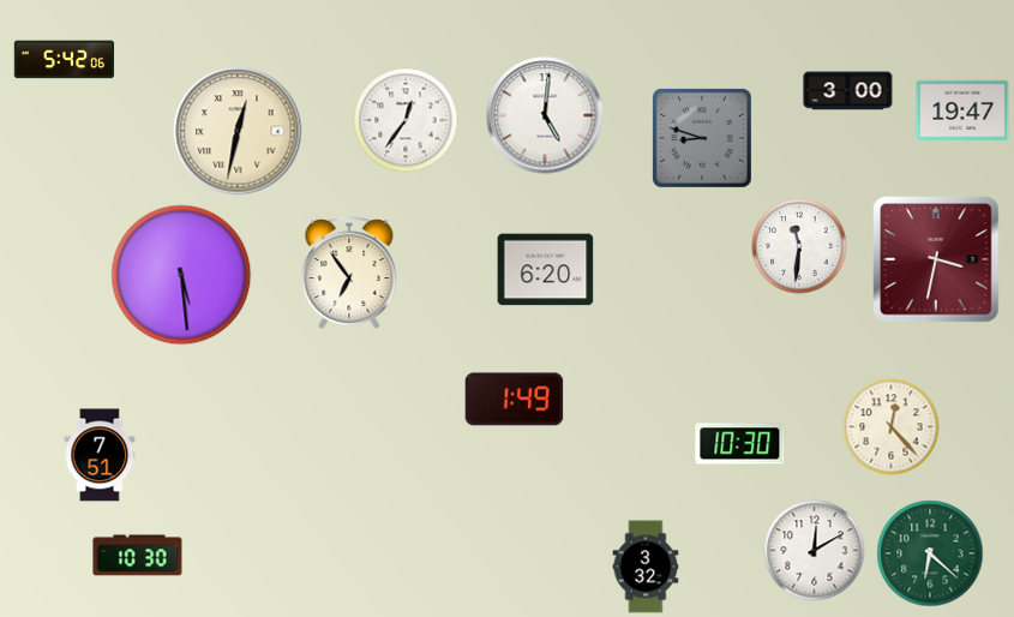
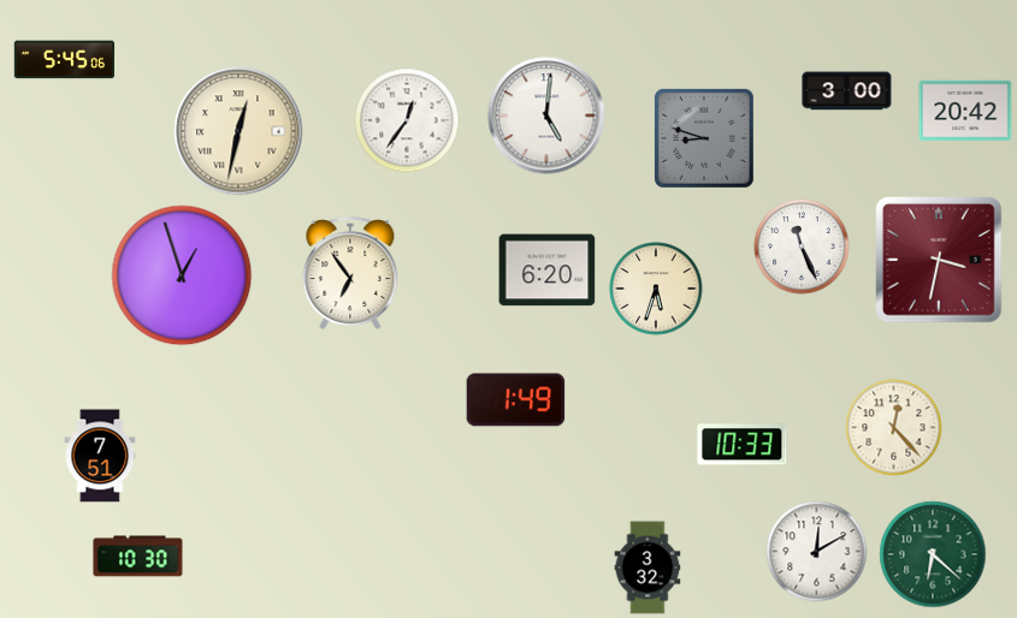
clock at (65, 60): 5:42 -> 5:45
clock at (848, 91) position: (848, 91) -> (847, 91)
clock at (962, 110): 19:47 -> 20:42
clock at (799, 246): 11:31 -> 11:26
clock at (181, 275): 5:29 -> 12:57
clock at (656, 289): none -> 5:33
clock at (740, 444): 10:30 -> 10:33
